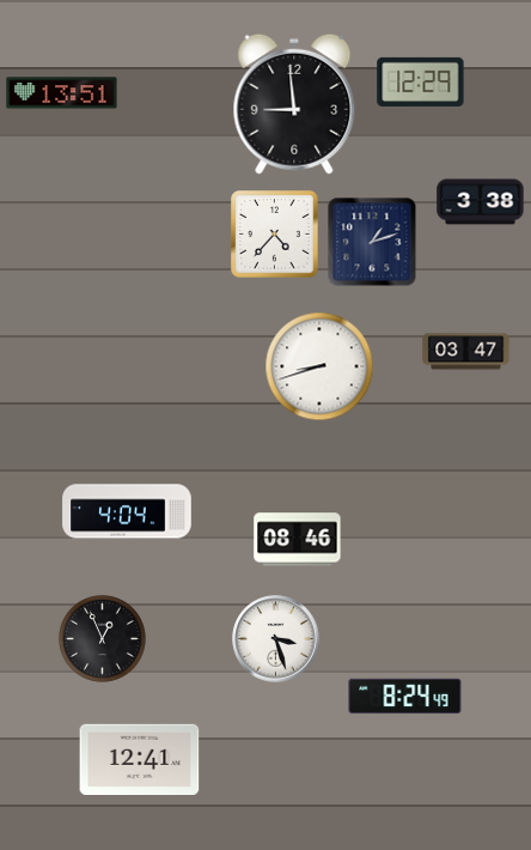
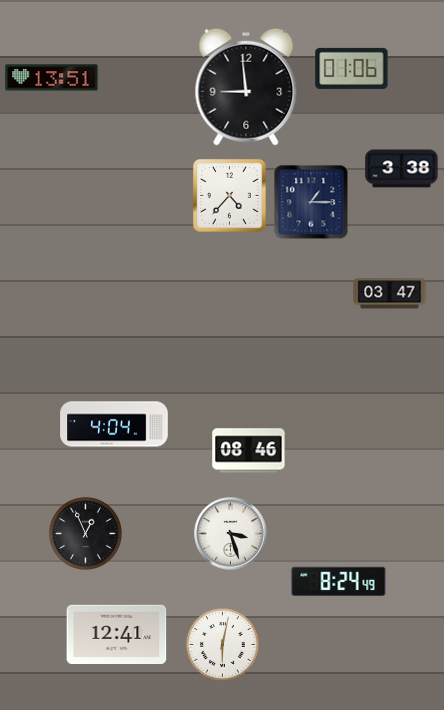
clock at (421, 81): 12:29 -> 01:06
clock at (372, 242): 1:12 -> 1:15
clock at (319, 366): 8:42 -> none
clock at (127, 511) position: (127, 511) -> (114, 424)
clock at (222, 644): none -> 6:02
